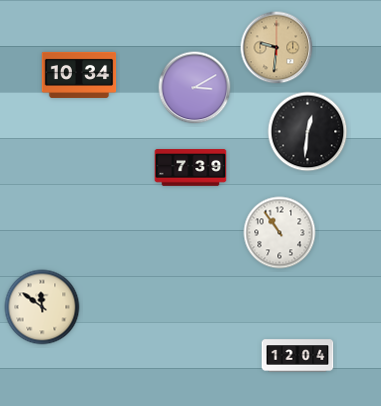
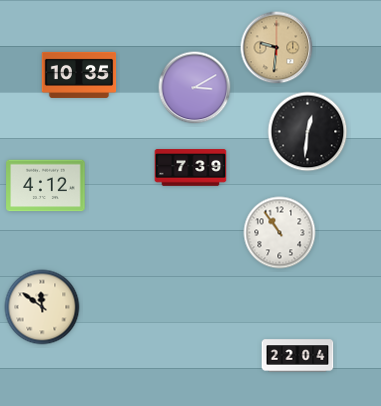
clock at (79, 75): 10:34 -> 10:35
clock at (46, 186): none -> 4:12
clock at (298, 356): 12:04 -> 22:04
